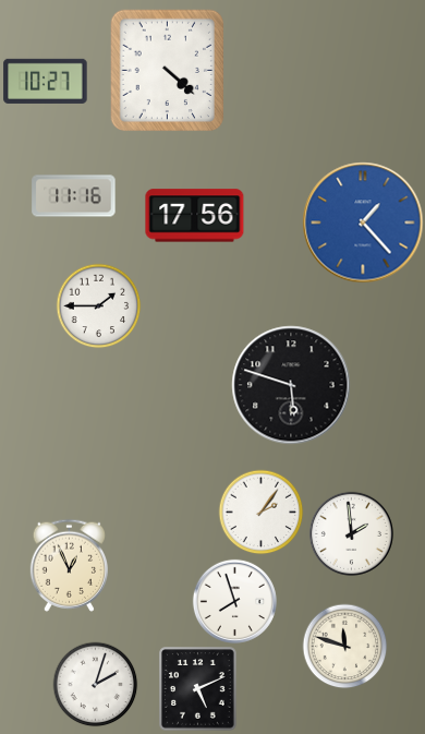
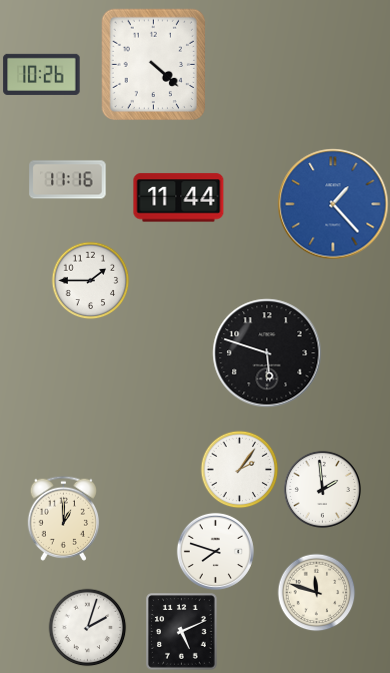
clock at (46, 81): 10:27 -> 10:26
clock at (195, 216): 17:56 -> 11:44
clock at (69, 565): 12:56 -> 1:00
clock at (234, 601): 7:57 -> 7:48
